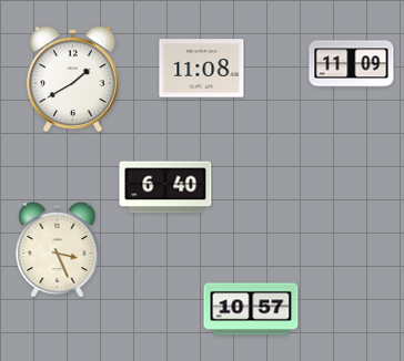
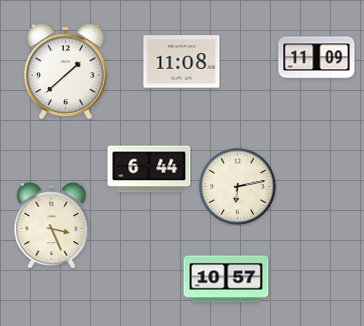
clock at (73, 80): 1:40 -> 1:38
clock at (165, 187): 6:40 -> 6:44
clock at (237, 186): none -> 6:13
